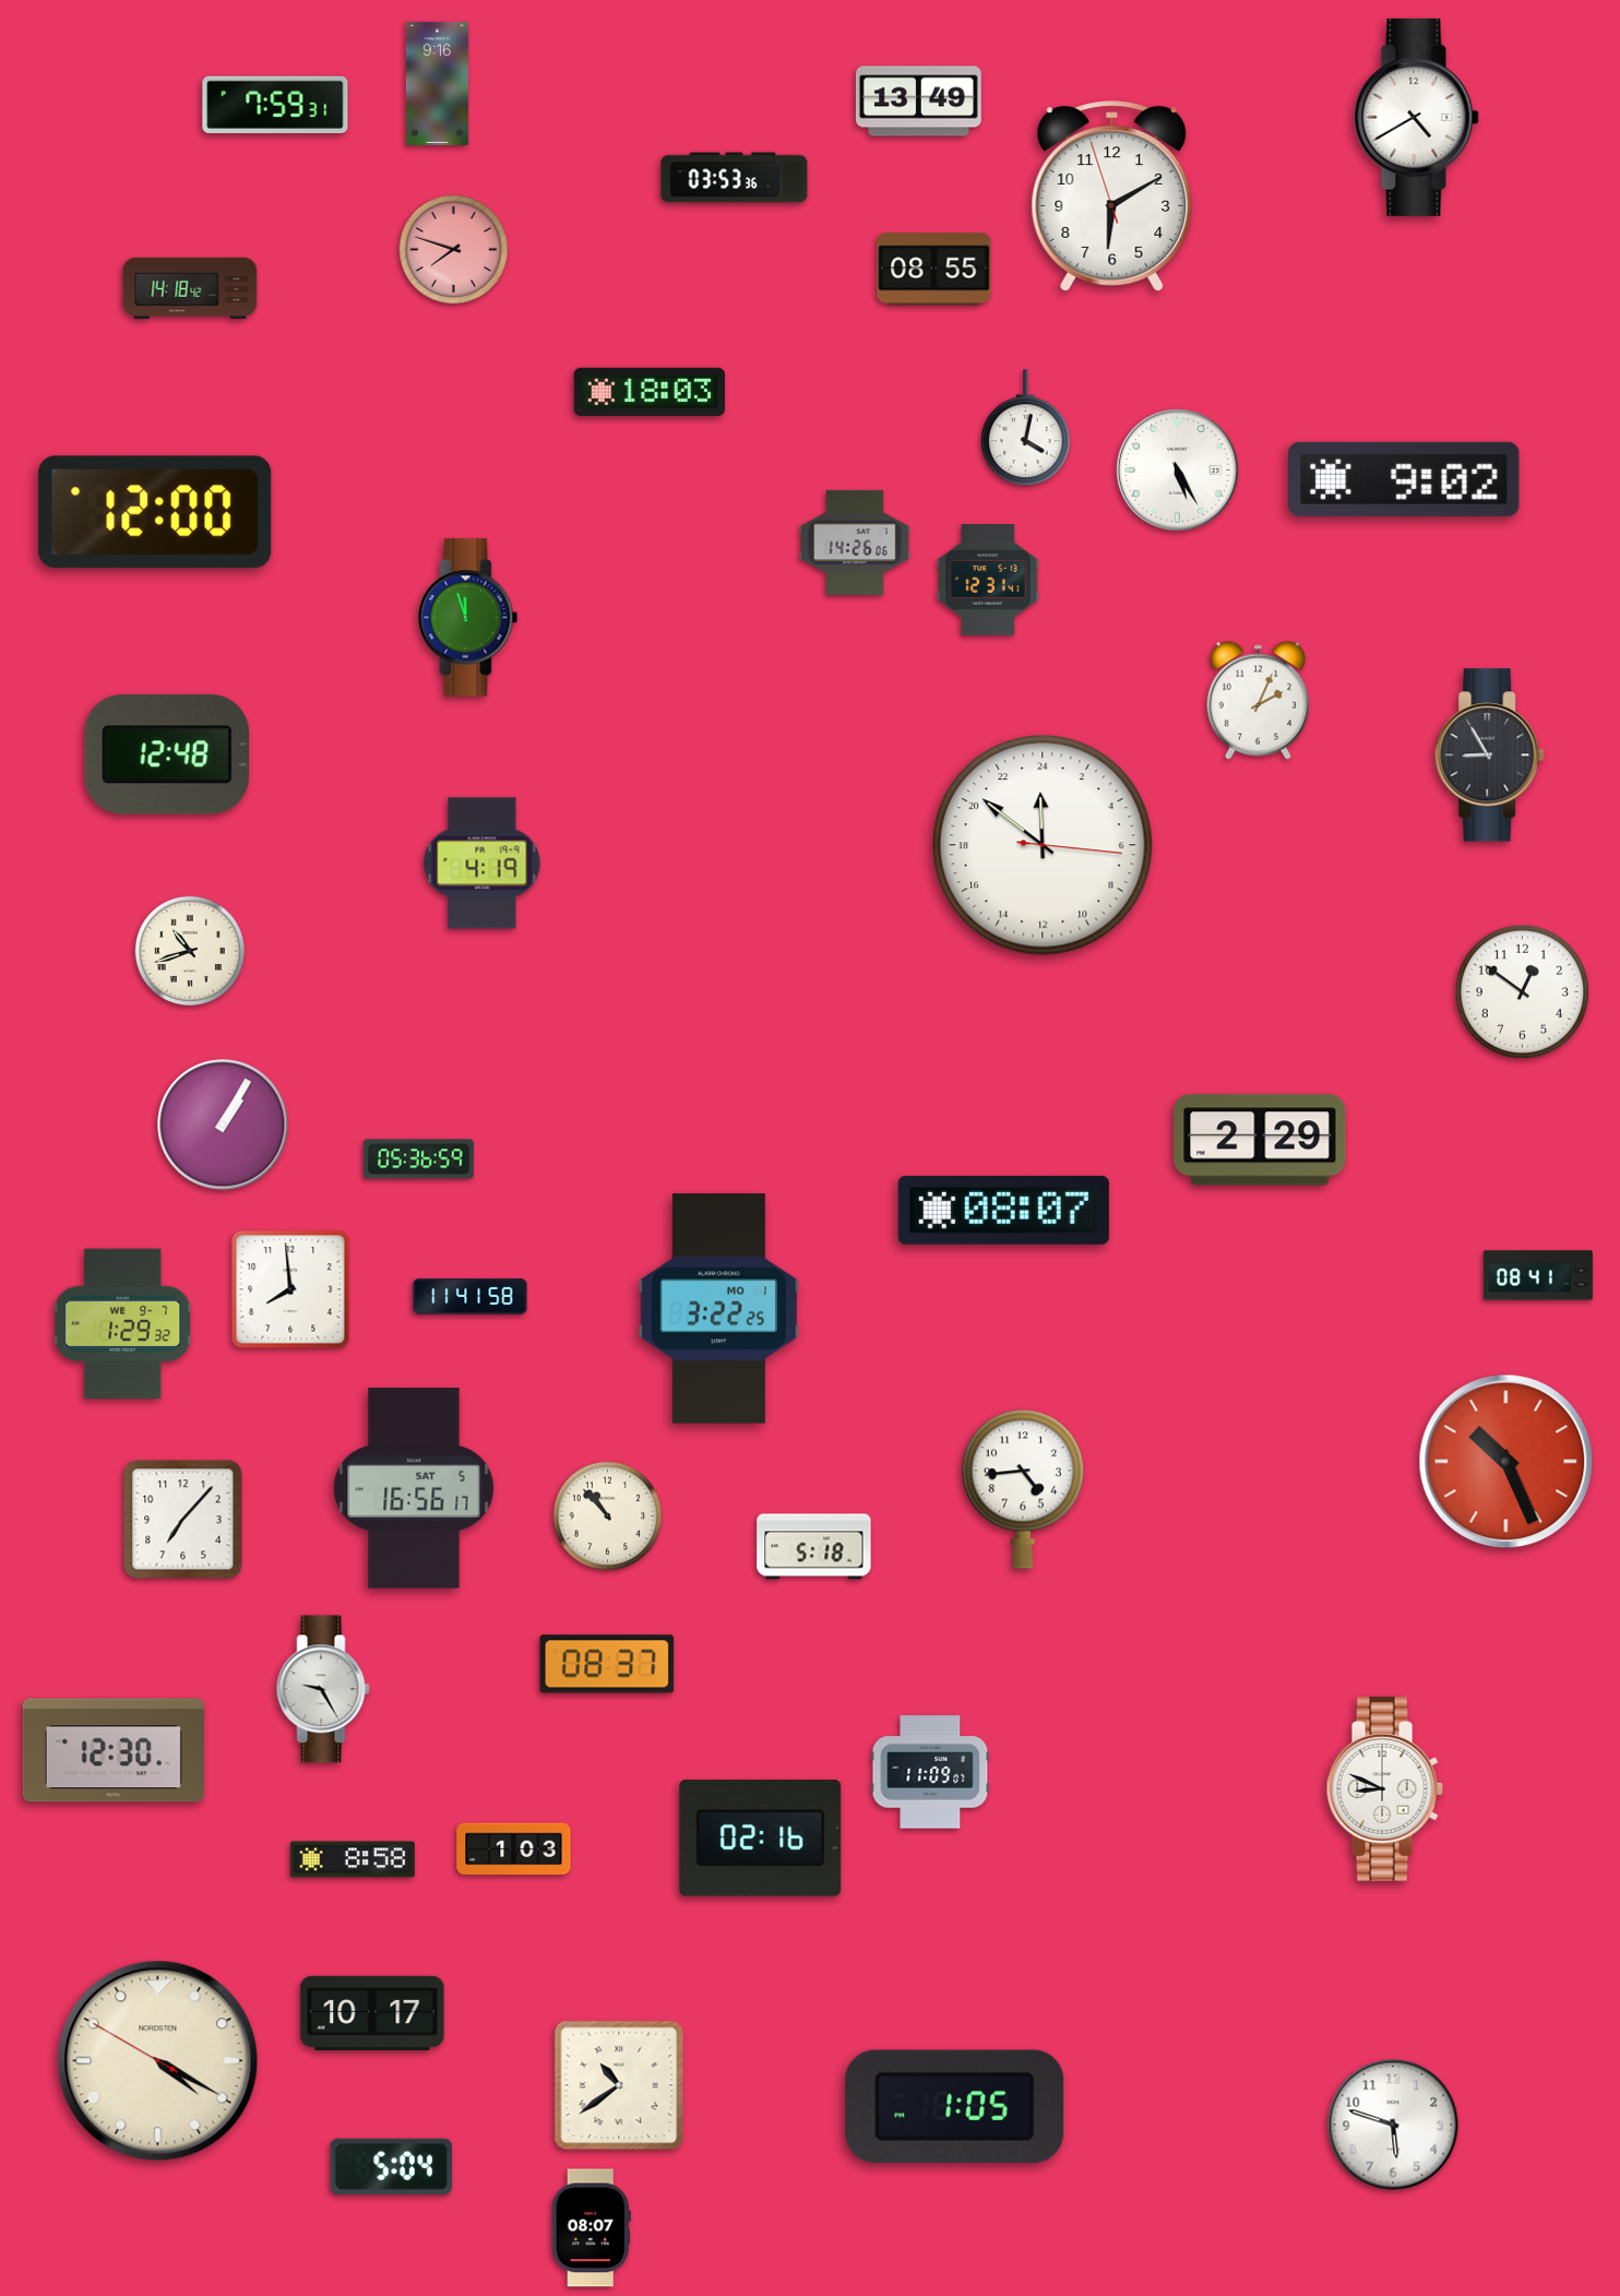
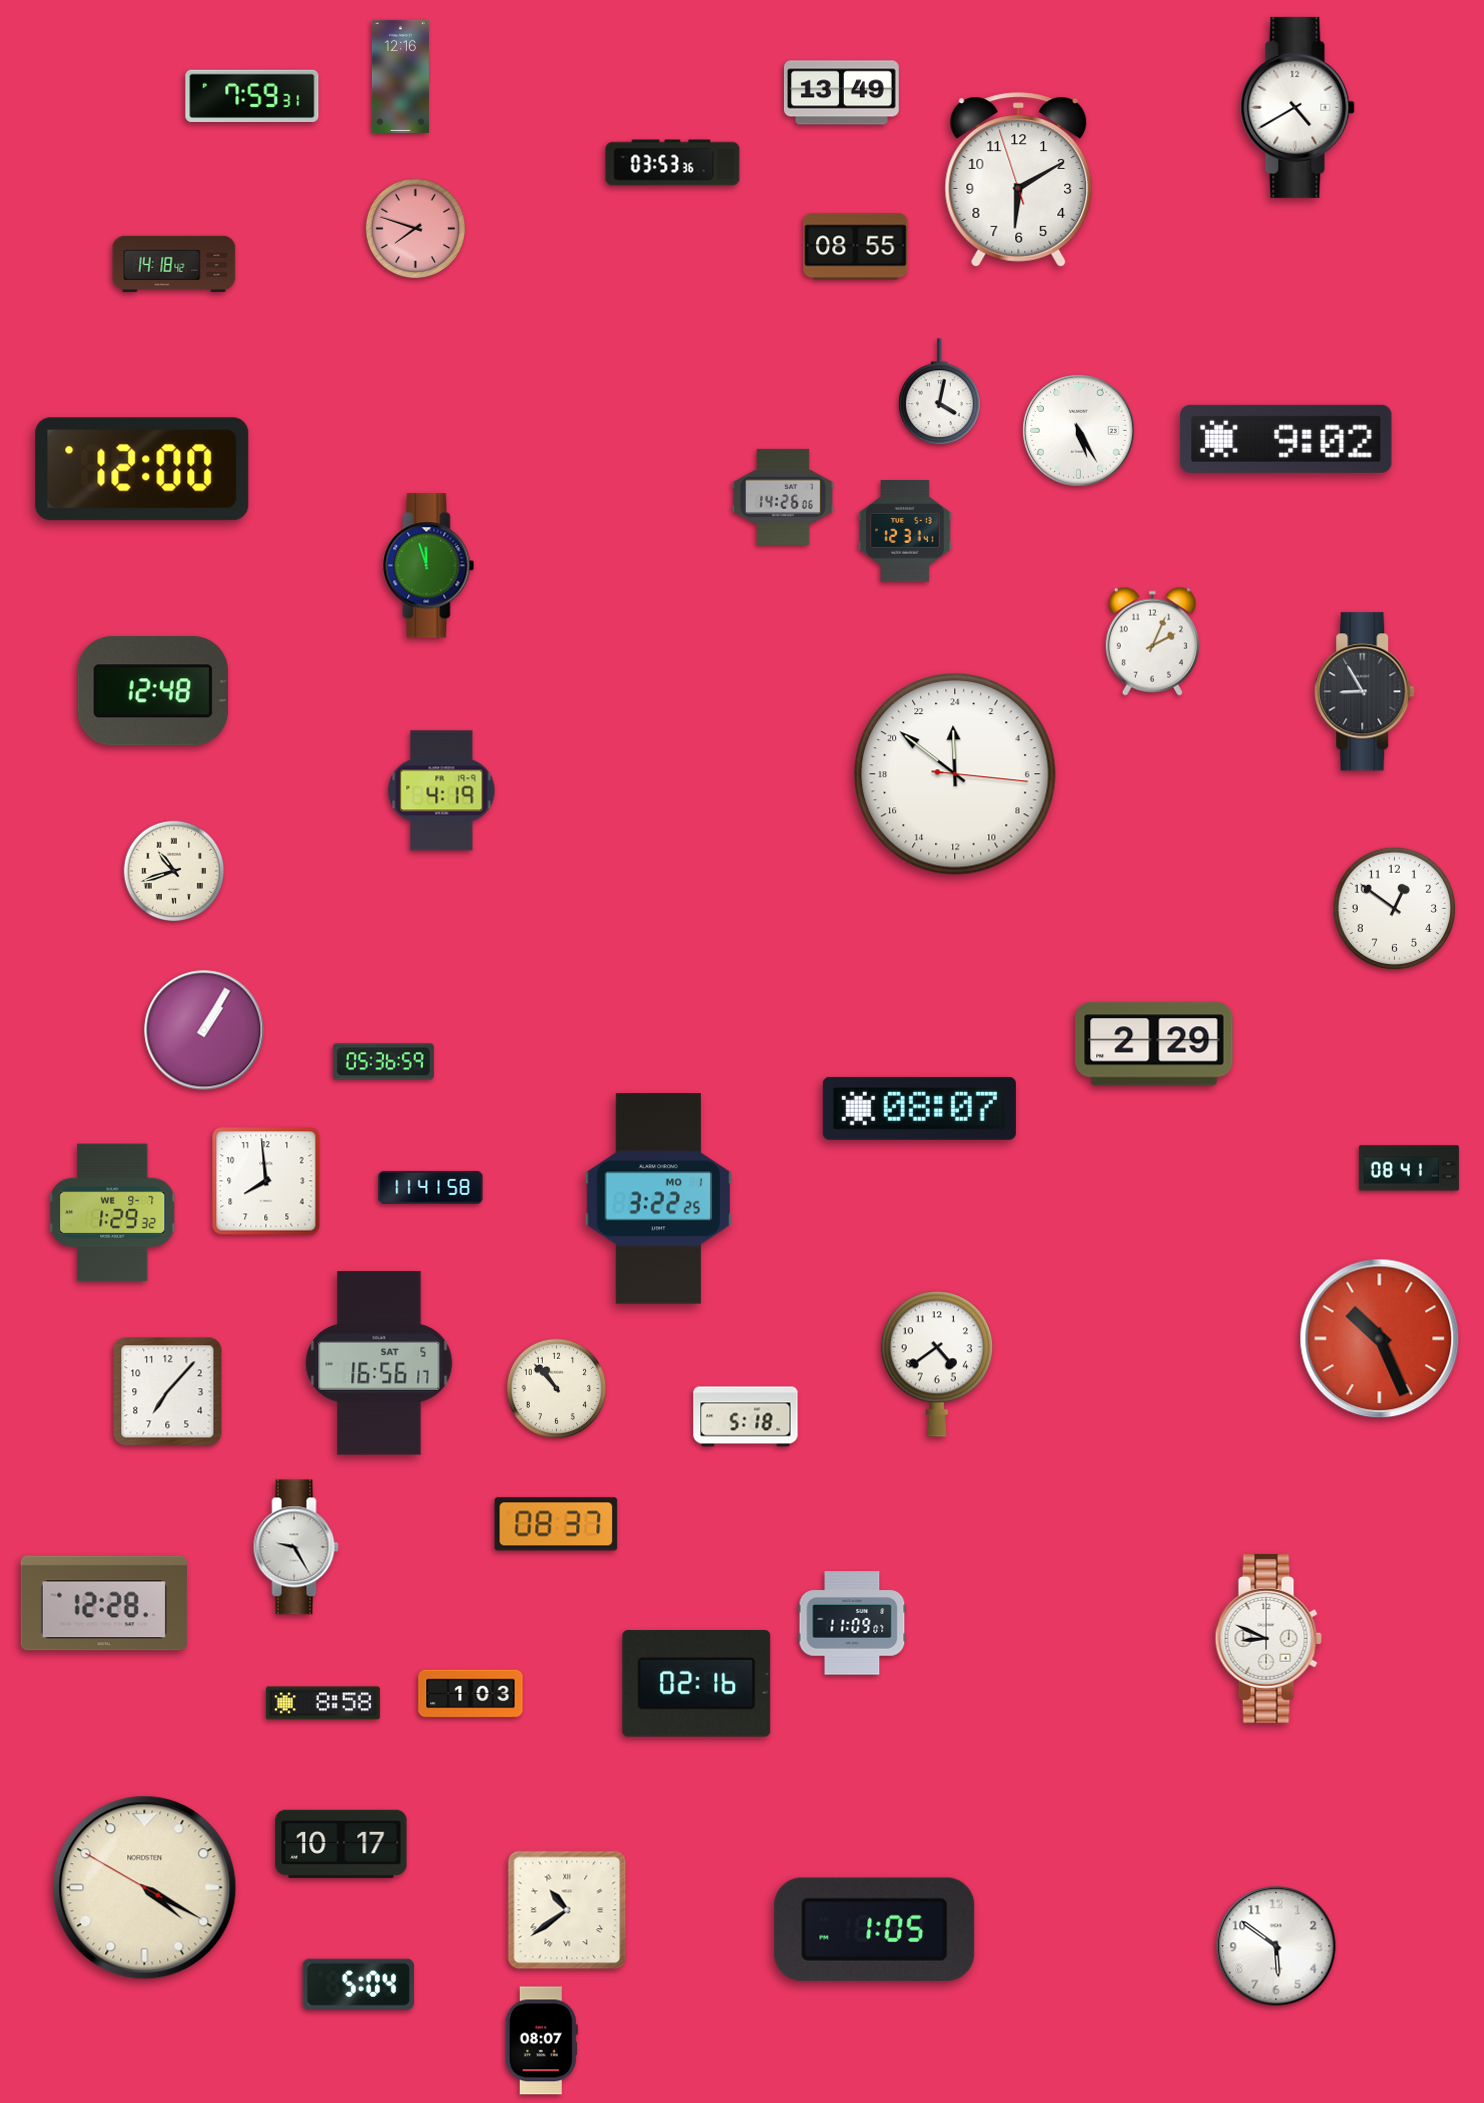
clock at (437, 83): 9:16 -> 12:16
clock at (650, 392): 18:03 -> none
clock at (1023, 1489): 4:44 -> 4:39
clock at (114, 1750): 12:30 -> 12:28
clock at (1393, 2125): 5:48 -> 5:51
